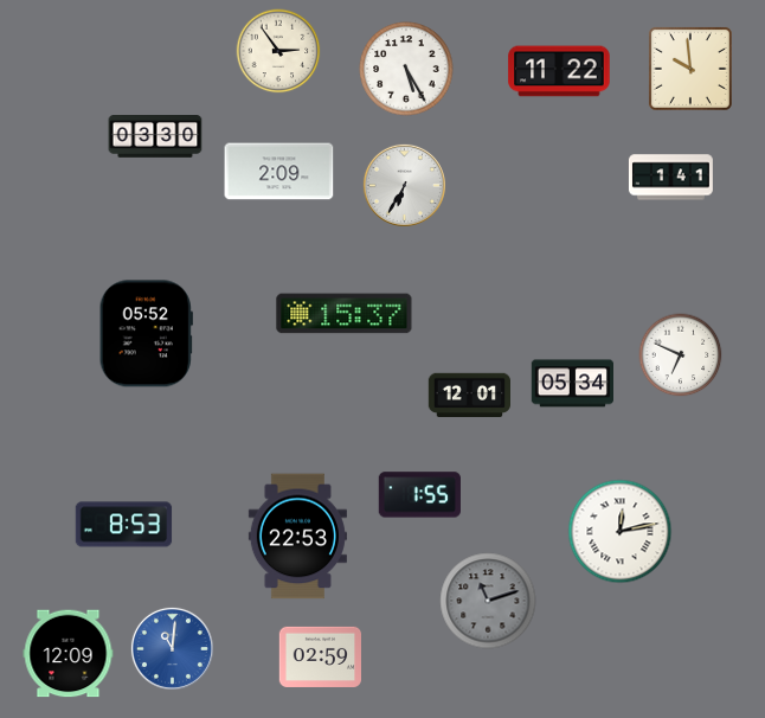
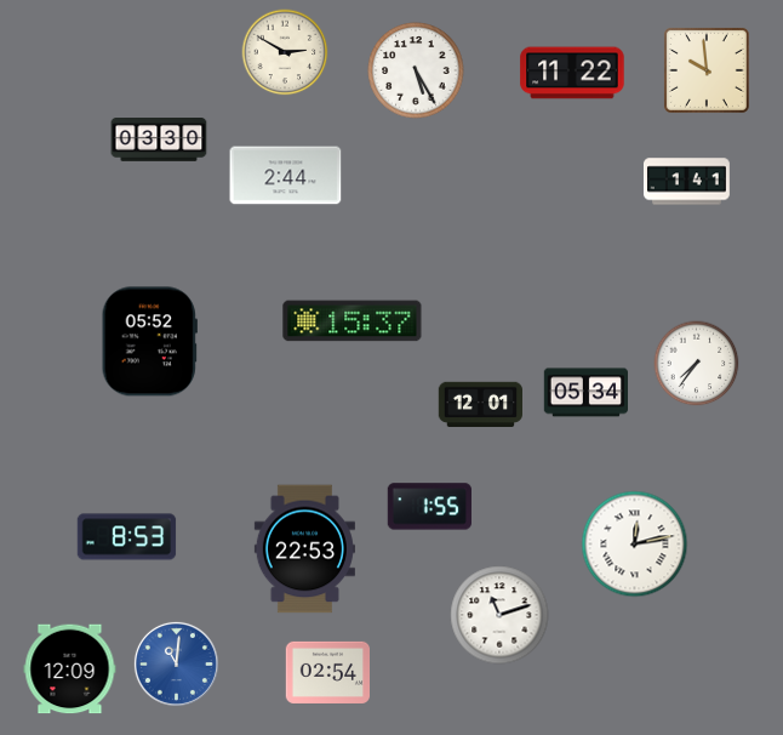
clock at (278, 51): 2:54 -> 2:50
clock at (279, 172): 2:09 -> 2:44
clock at (404, 185): 6:35 -> none
clock at (681, 355): 6:49 -> 7:36
clock at (488, 601) dial: grey -> white
clock at (320, 656): 02:59 -> 02:54
